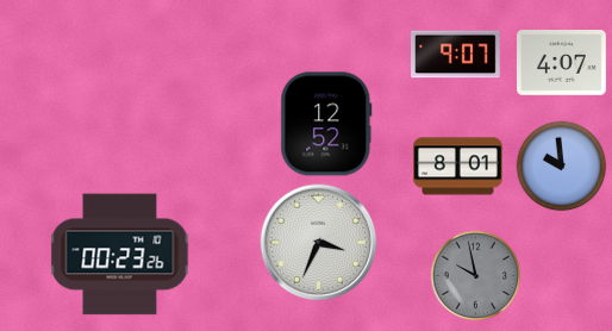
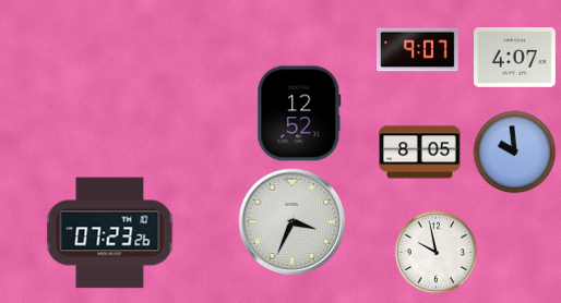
clock at (458, 167): 8:01 -> 8:05
clock at (120, 255): 00:23 -> 07:23
clock at (476, 276) dial: grey -> white
